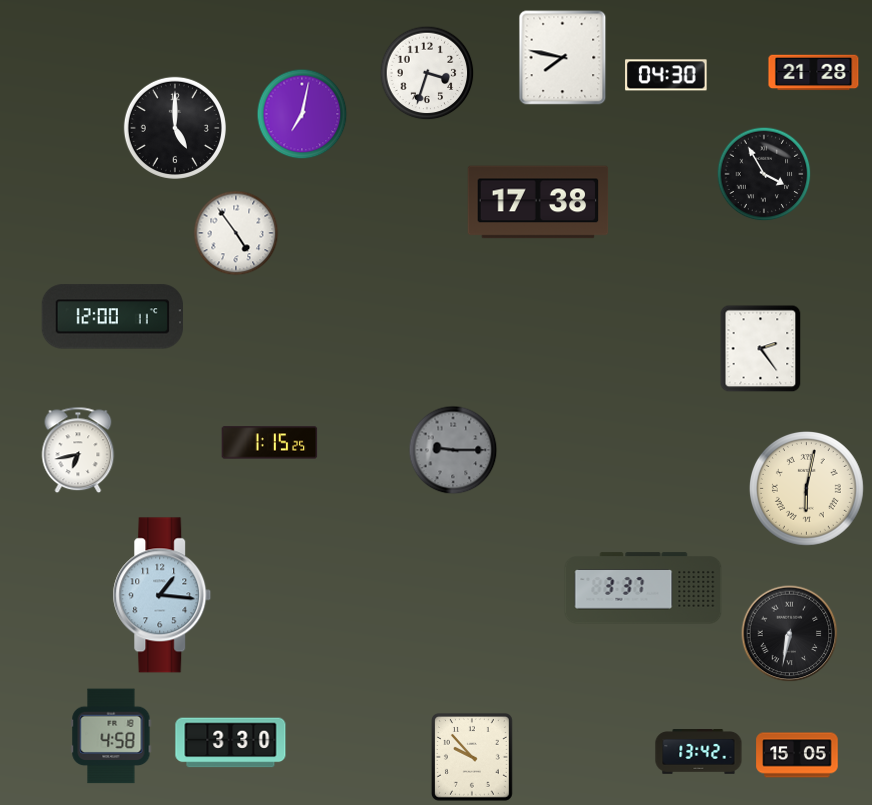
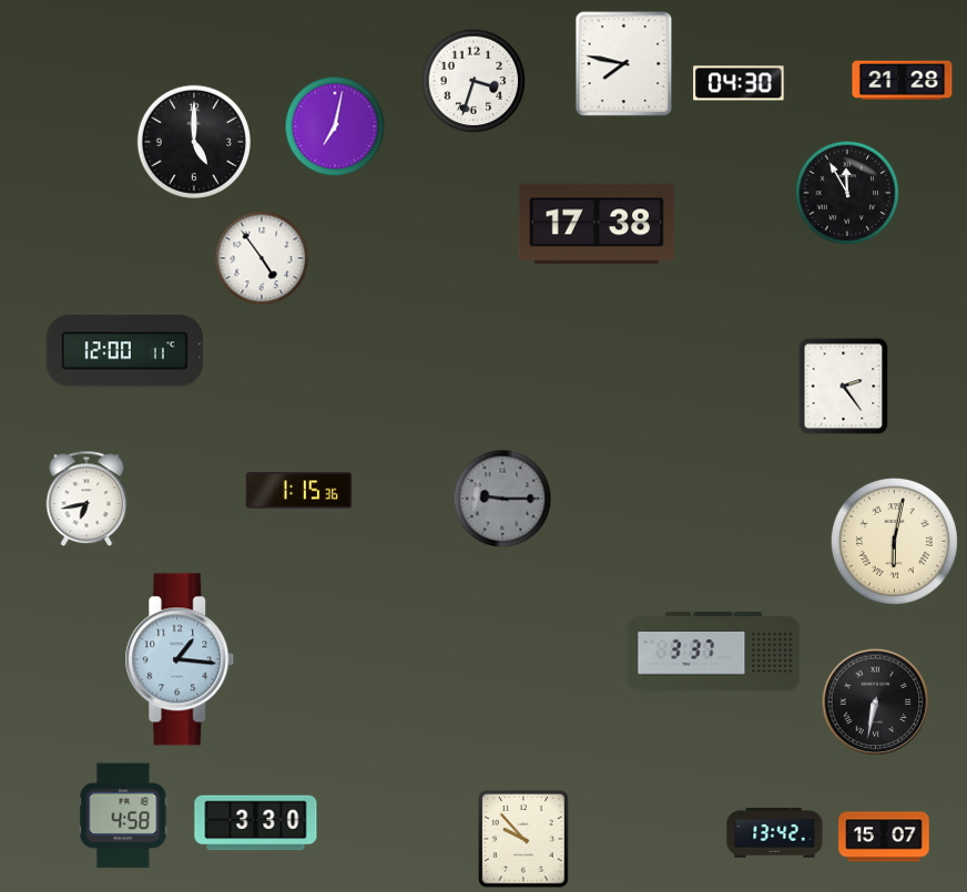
clock at (764, 174): 3:55 -> 11:55
clock at (270, 443): 1:15:25 -> 1:15:36
clock at (797, 755): 15:05 -> 15:07
